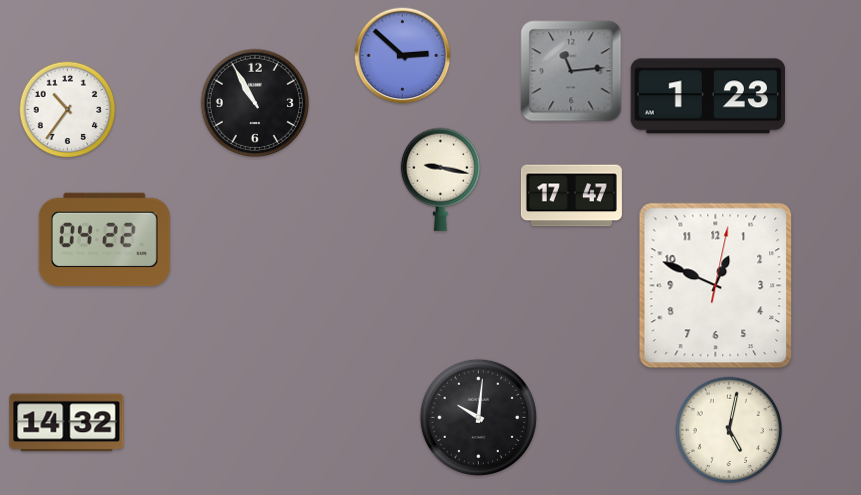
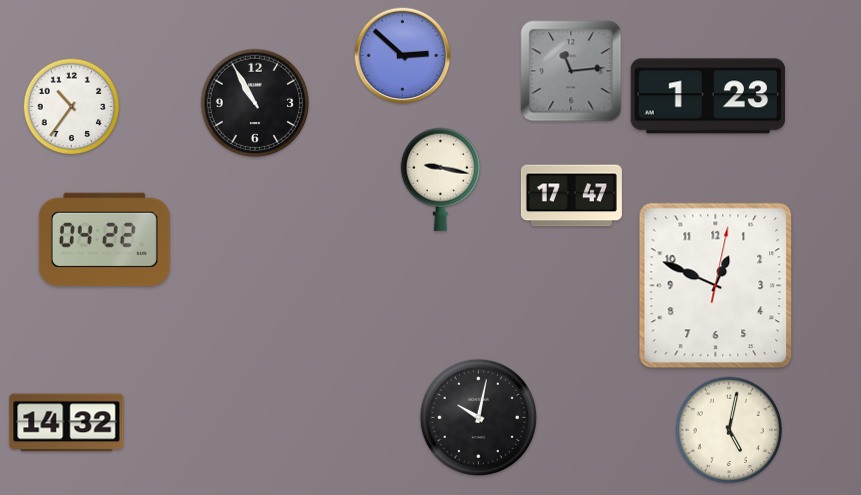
clock at (68, 110) position: (68, 110) -> (72, 107)
clock at (478, 417): 10:01 -> 10:02
